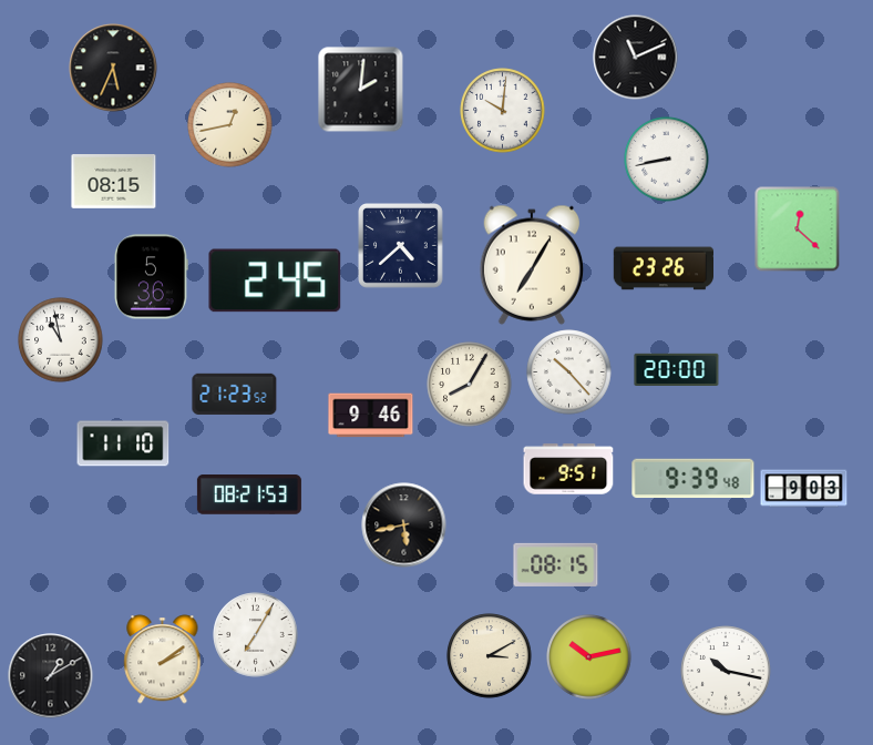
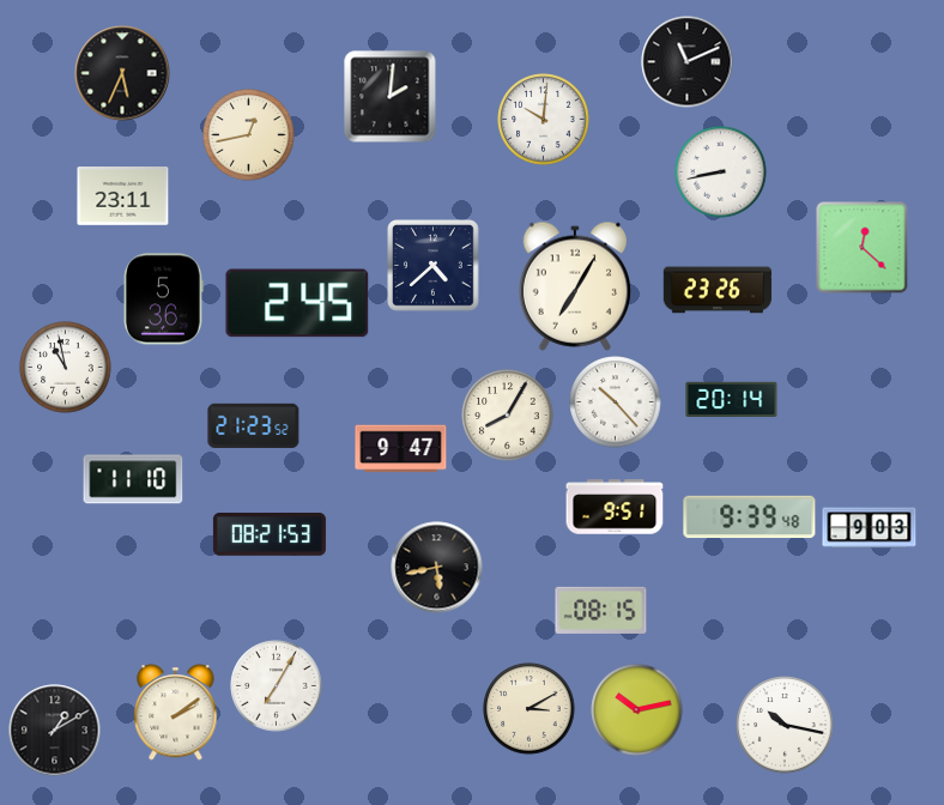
clock at (114, 182): 08:15 -> 23:11
clock at (677, 369): 20:00 -> 20:14
clock at (371, 416): 9:46 -> 9:47
